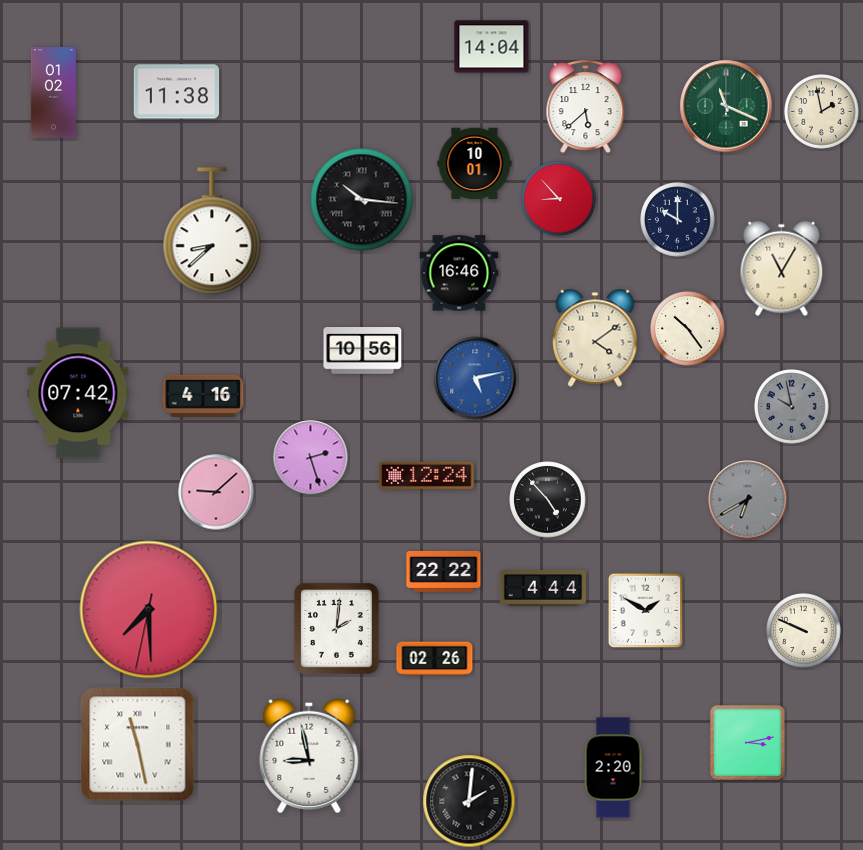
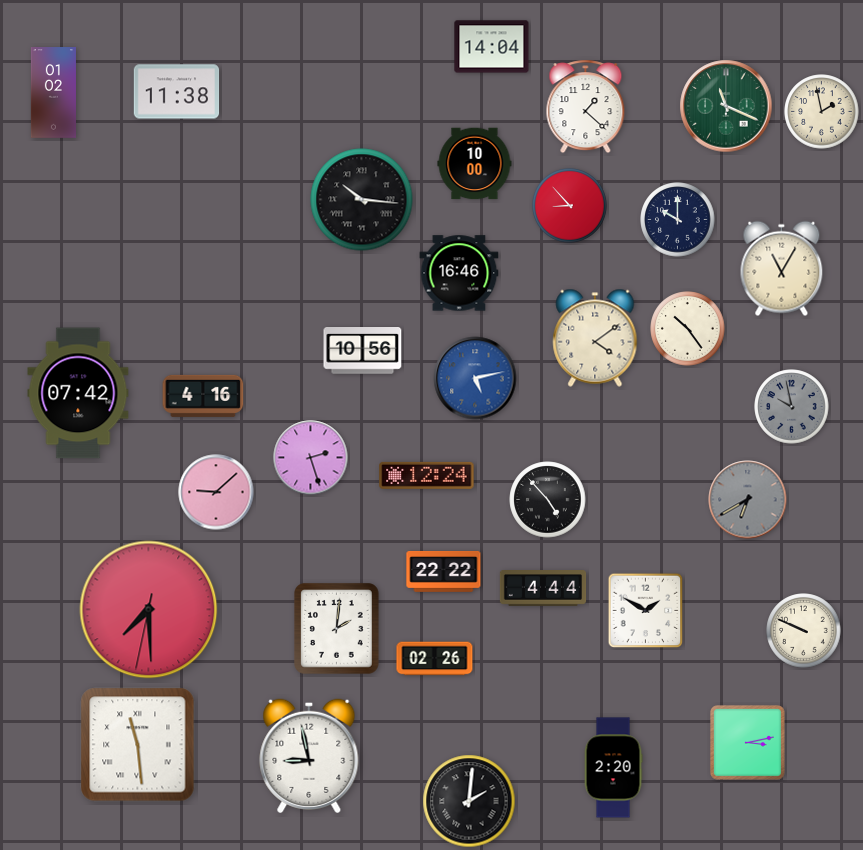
clock at (586, 107): 5:38 -> 1:22
clock at (475, 164): 10:01 -> 10:00
clock at (559, 199) position: (559, 199) -> (570, 206)
clock at (212, 232): 8:38 -> none
clock at (138, 745): 11:28 -> 11:29
